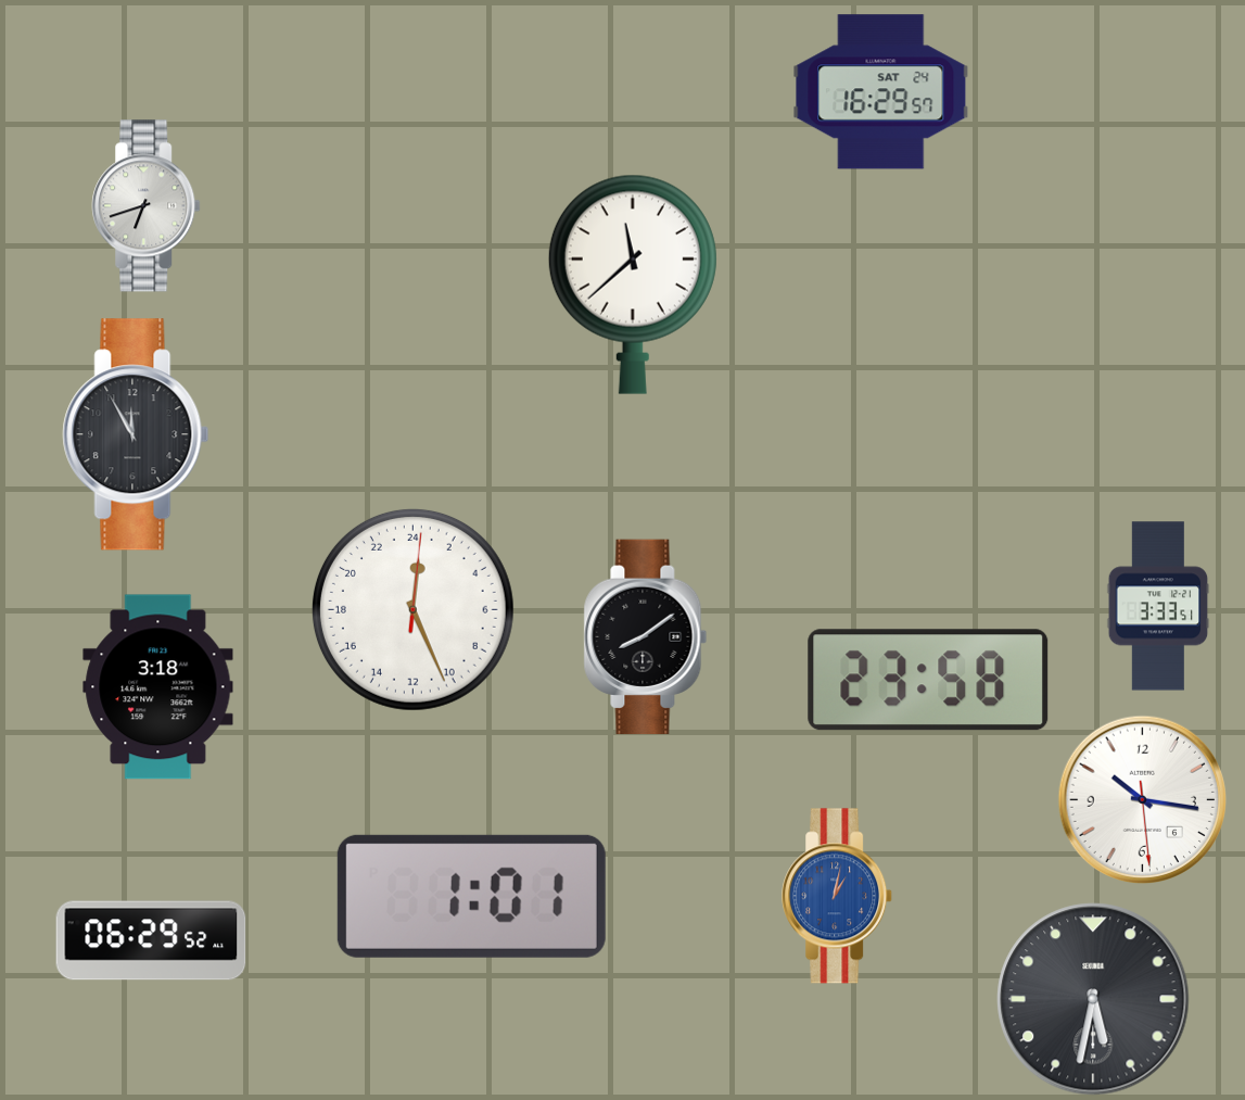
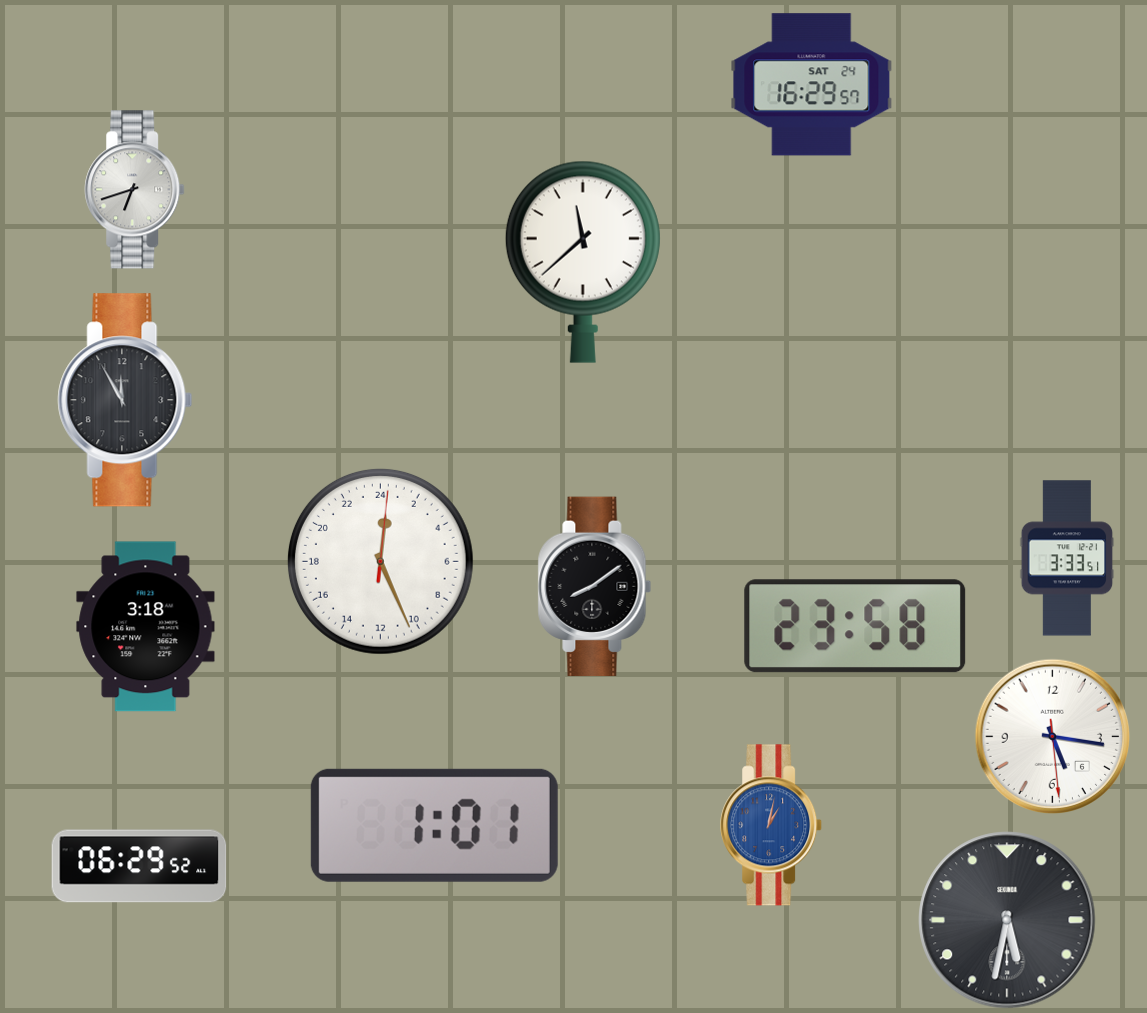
clock at (158, 687) position: (158, 687) -> (146, 627)
clock at (1143, 800): 10:16 -> 5:16
